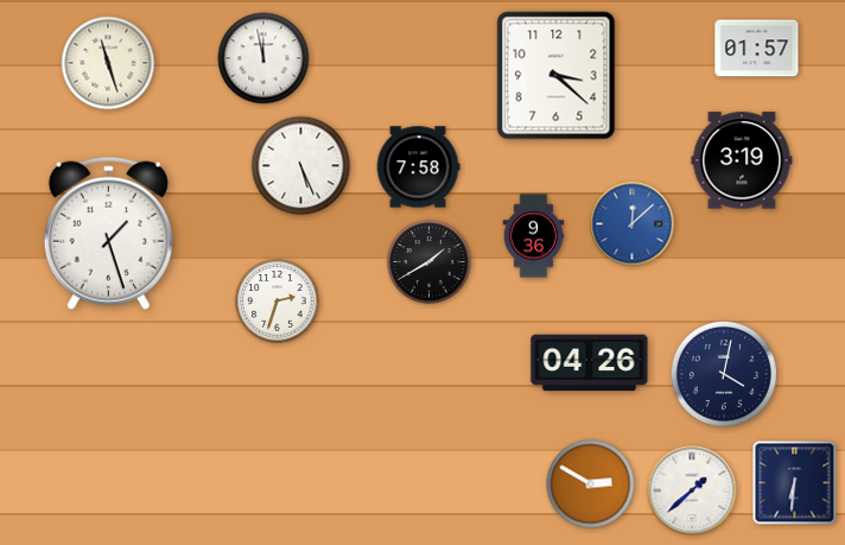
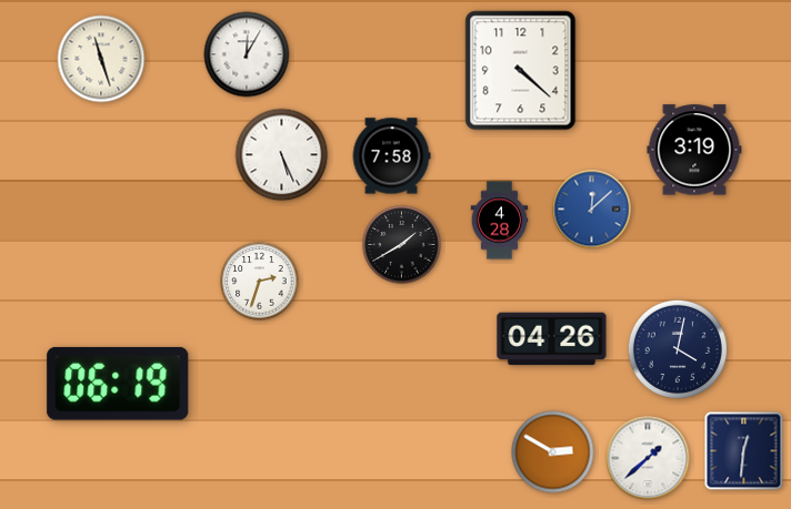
clock at (757, 49): 01:57 -> none
clock at (263, 58): 11:58 -> 12:05
clock at (557, 76): 3:22 -> 4:22
clock at (108, 233): 1:27 -> none
clock at (534, 236): 9:36 -> 4:28
clock at (118, 384): none -> 06:19
clock at (795, 483): 6:31 -> 12:31
